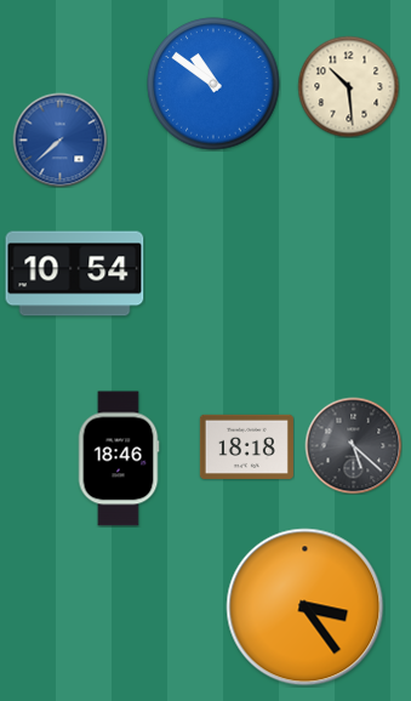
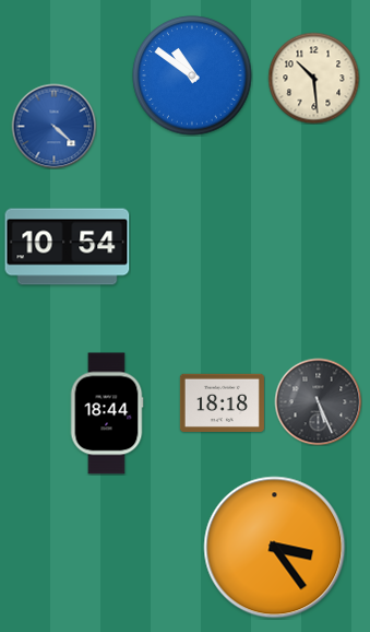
clock at (59, 139): 7:38 -> 4:22
clock at (353, 445): 5:22 -> 5:26
clock at (119, 458): 18:46 -> 18:44
